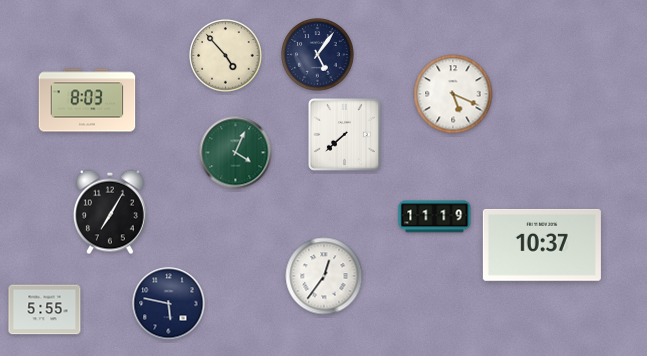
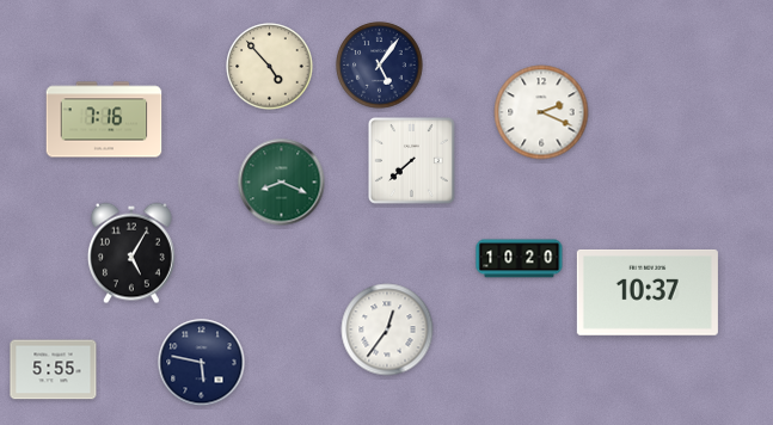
clock at (453, 94): 5:19 -> 2:19
clock at (87, 100): 8:03 -> 7:16
clock at (236, 153): 4:04 -> 8:19
clock at (110, 212): 7:05 -> 5:05
clock at (435, 217): 11:19 -> 10:20
